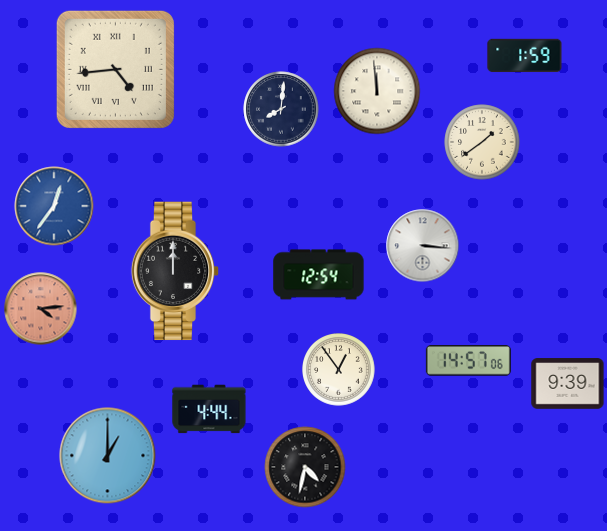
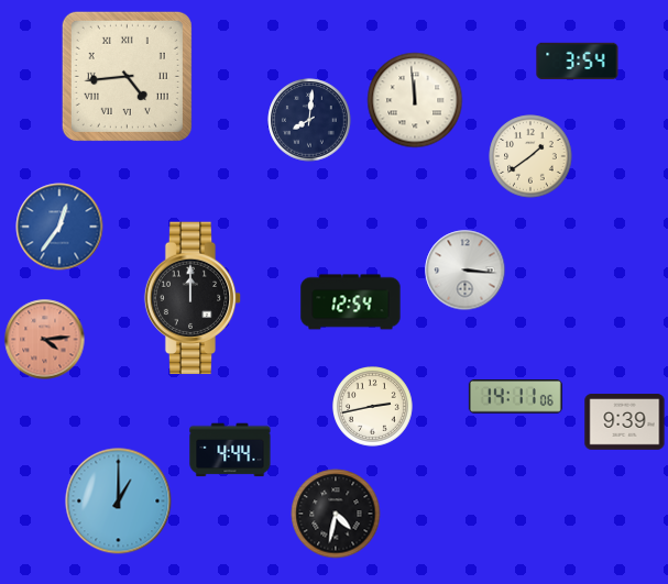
clock at (525, 56): 1:59 -> 3:54
clock at (468, 361): 14:57 -> 14:11
clock at (339, 370): 12:54 -> 2:43
